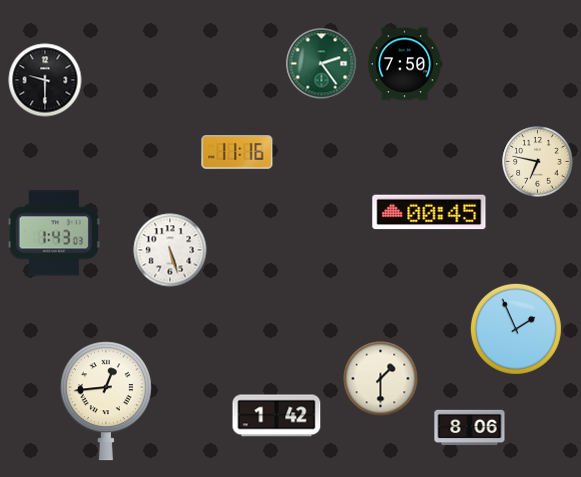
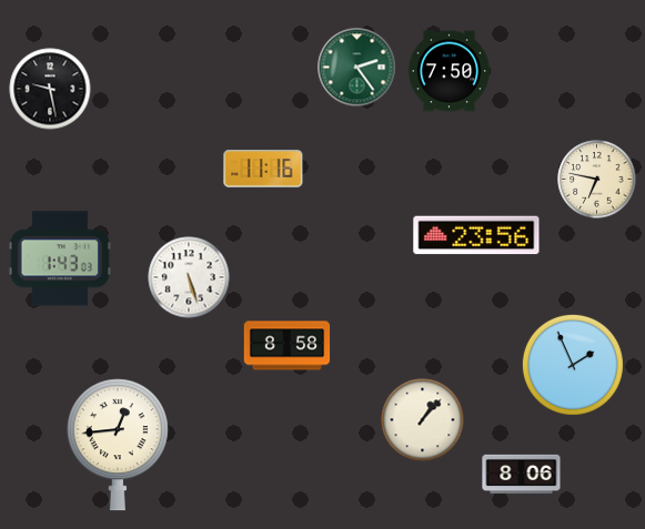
clock at (322, 64) position: (322, 64) -> (357, 68)
clock at (45, 80): 9:30 -> 9:28
clock at (429, 212): 00:45 -> 23:56
clock at (288, 346): none -> 8:58
clock at (381, 379): 1:30 -> 1:07
clock at (277, 416): 1:42 -> none
